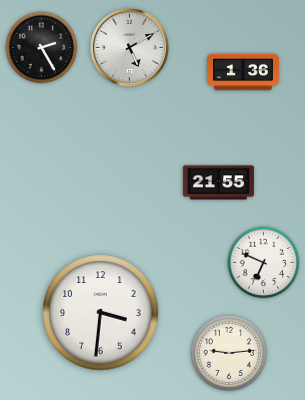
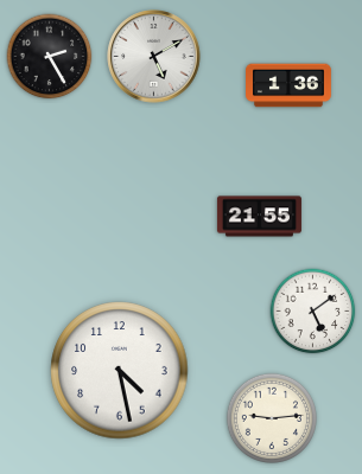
clock at (264, 263): 6:49 -> 5:09
clock at (101, 313): 3:31 -> 4:28
